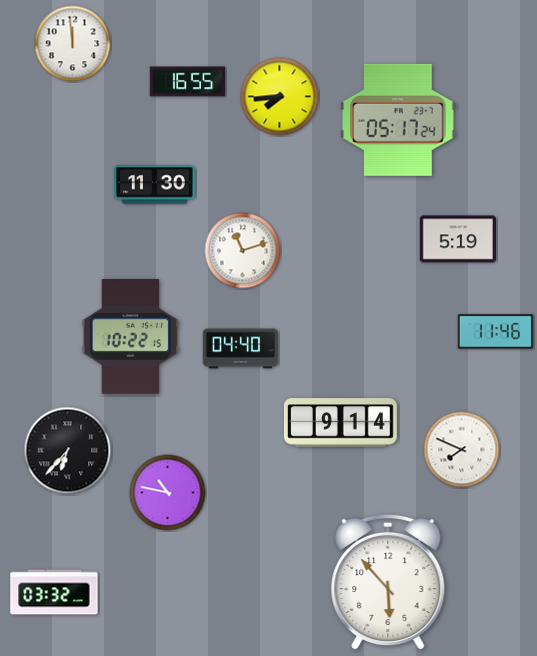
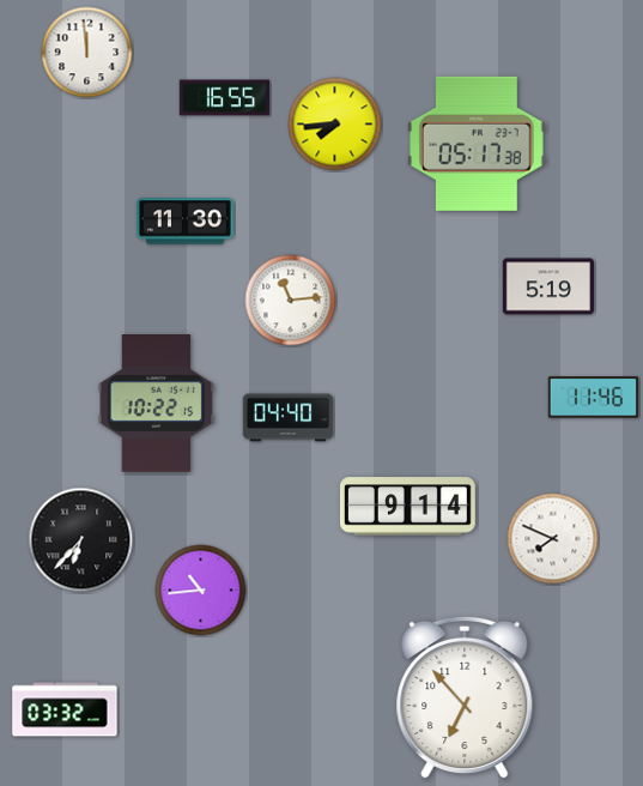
clock at (280, 97) position: (280, 97) -> (335, 125)
clock at (398, 120): 05:17:24 -> 05:17:38
clock at (243, 251): 11:12 -> 11:14
clock at (168, 493): 10:47 -> 10:44
clock at (388, 582): 5:53 -> 6:53
